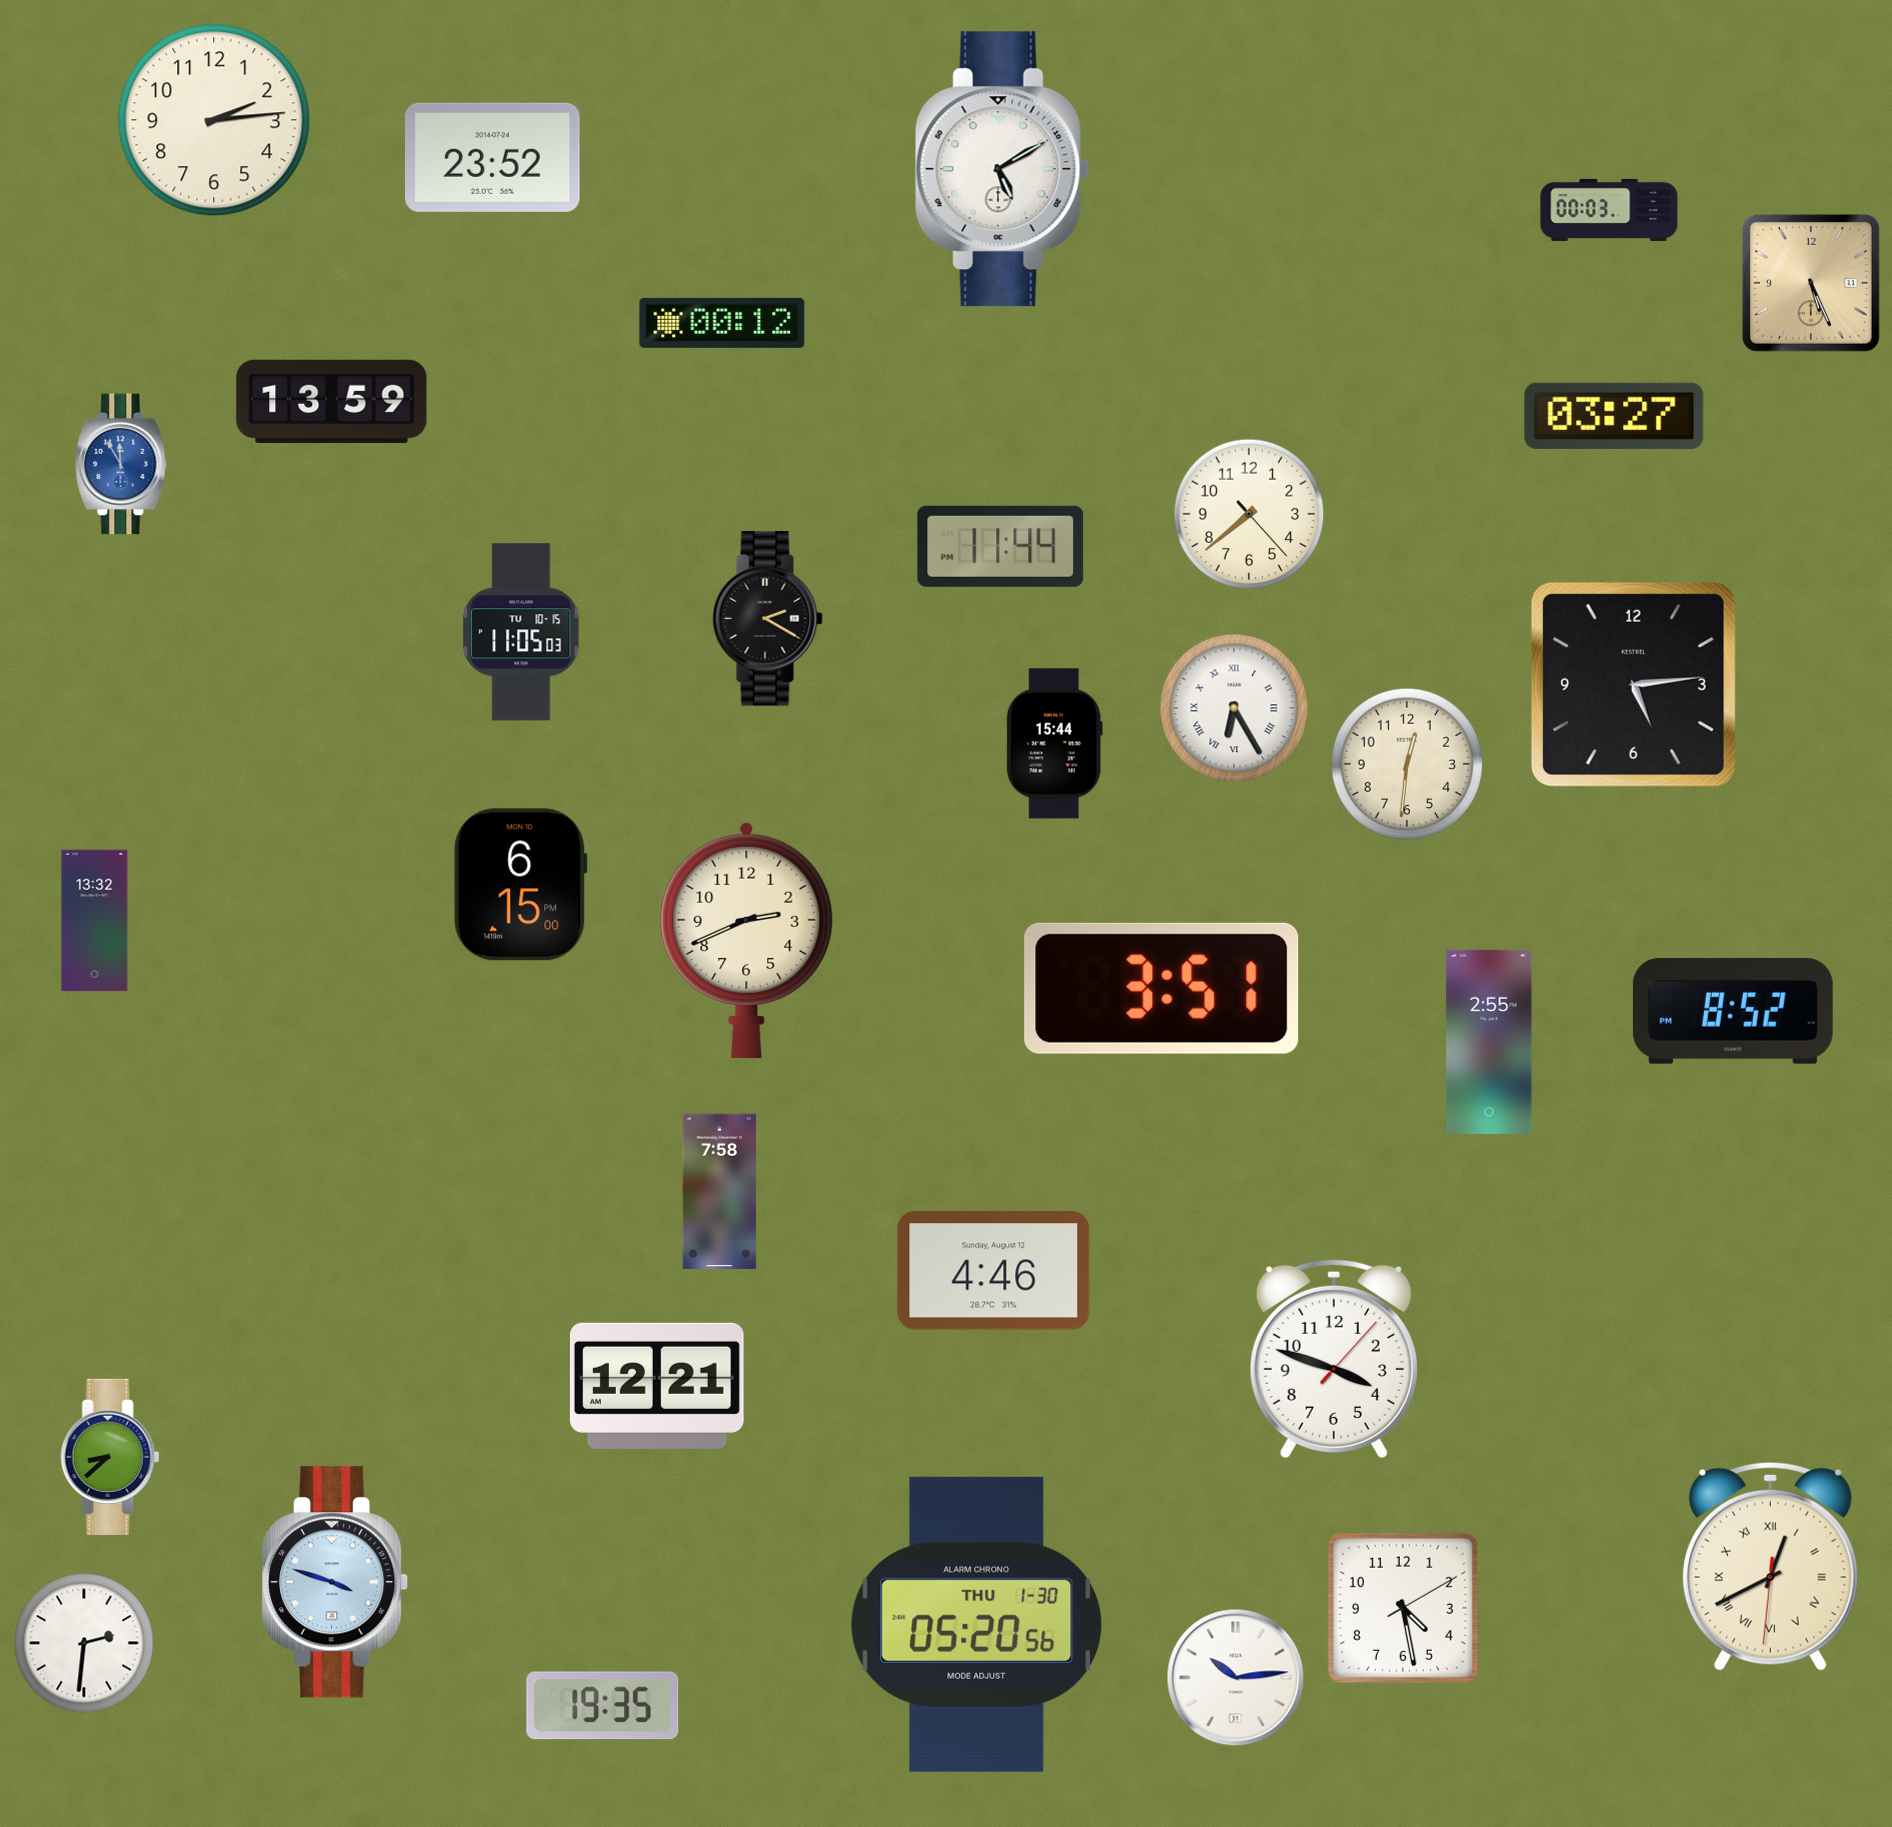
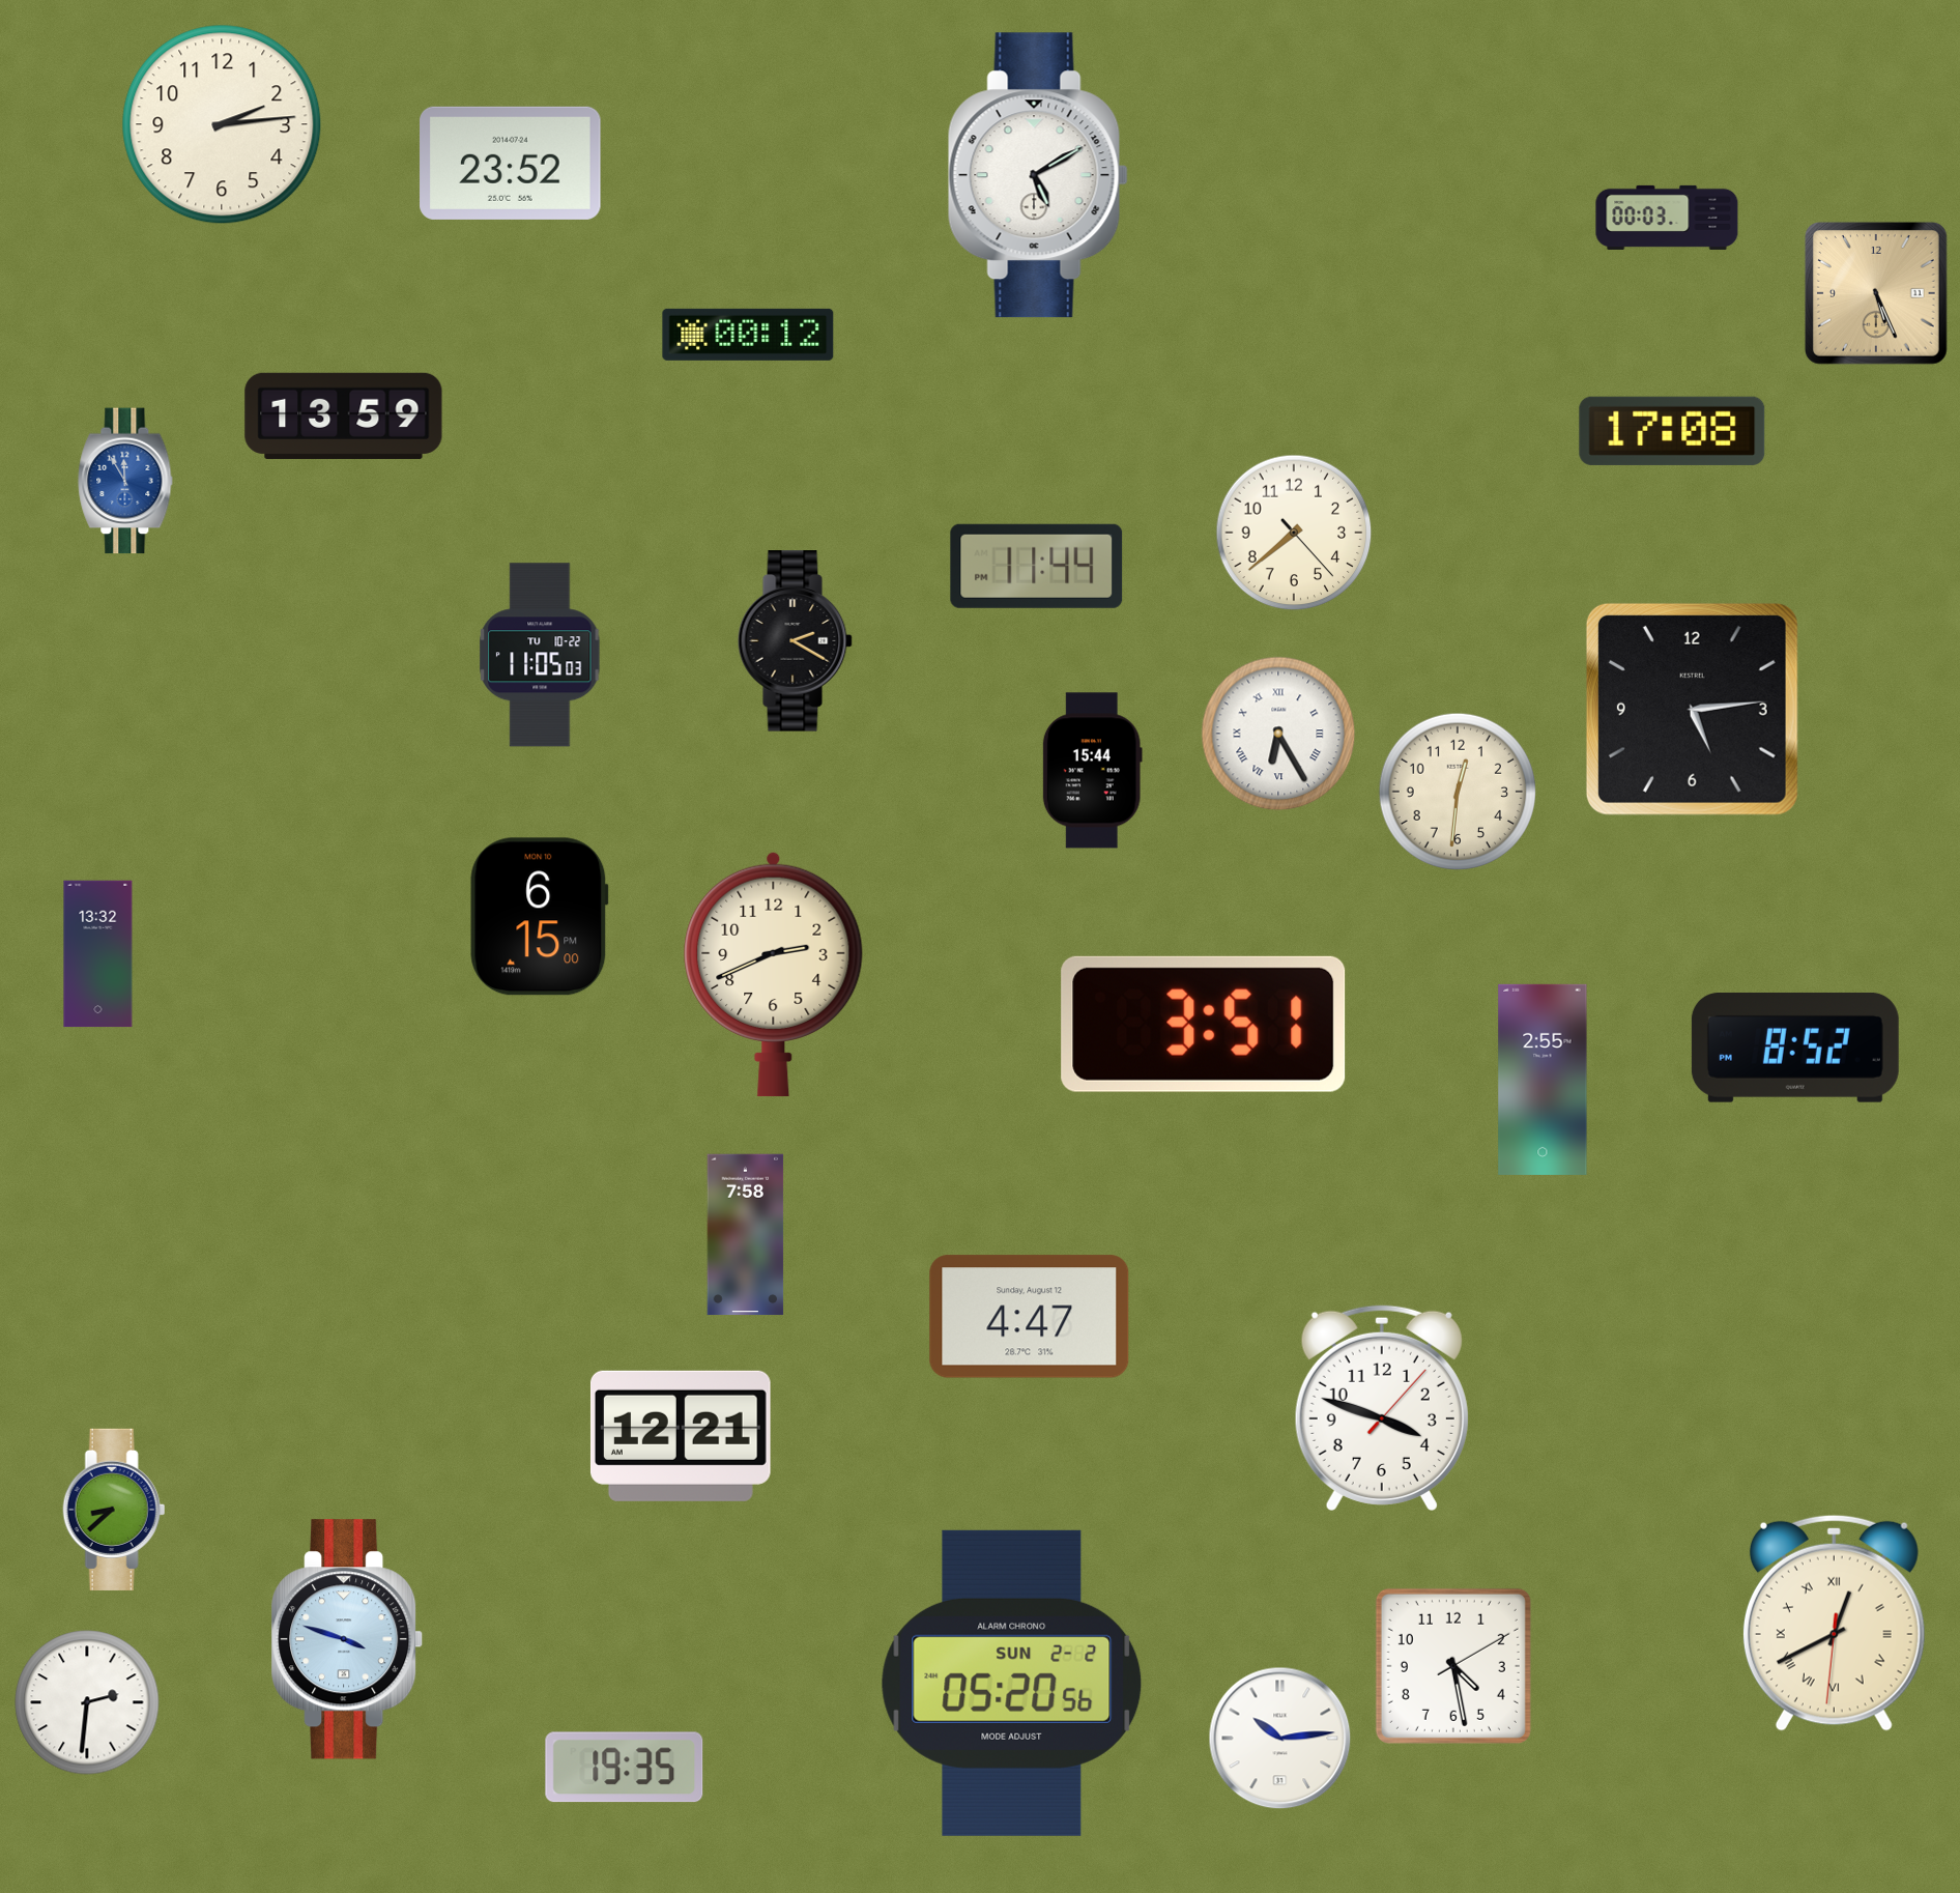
clock at (1614, 416): 03:27 -> 17:08
clock at (521, 632) date: TU 10-15 -> TU 10-22
clock at (994, 1271): 4:46 -> 4:47
clock at (977, 1624) date: THU 1-30 -> SUN 2-2
